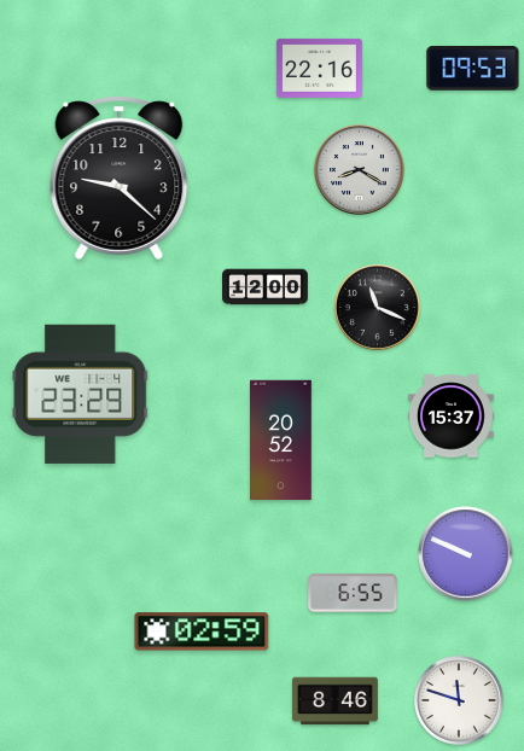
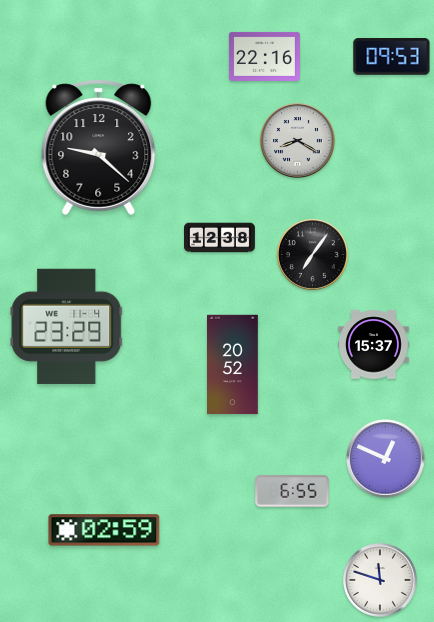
clock at (266, 287): 12:00 -> 12:38
clock at (377, 307): 11:19 -> 7:06
clock at (466, 554): 9:49 -> 12:49
clock at (202, 631) position: (202, 631) -> (104, 530)
clock at (334, 701): 8:46 -> none
